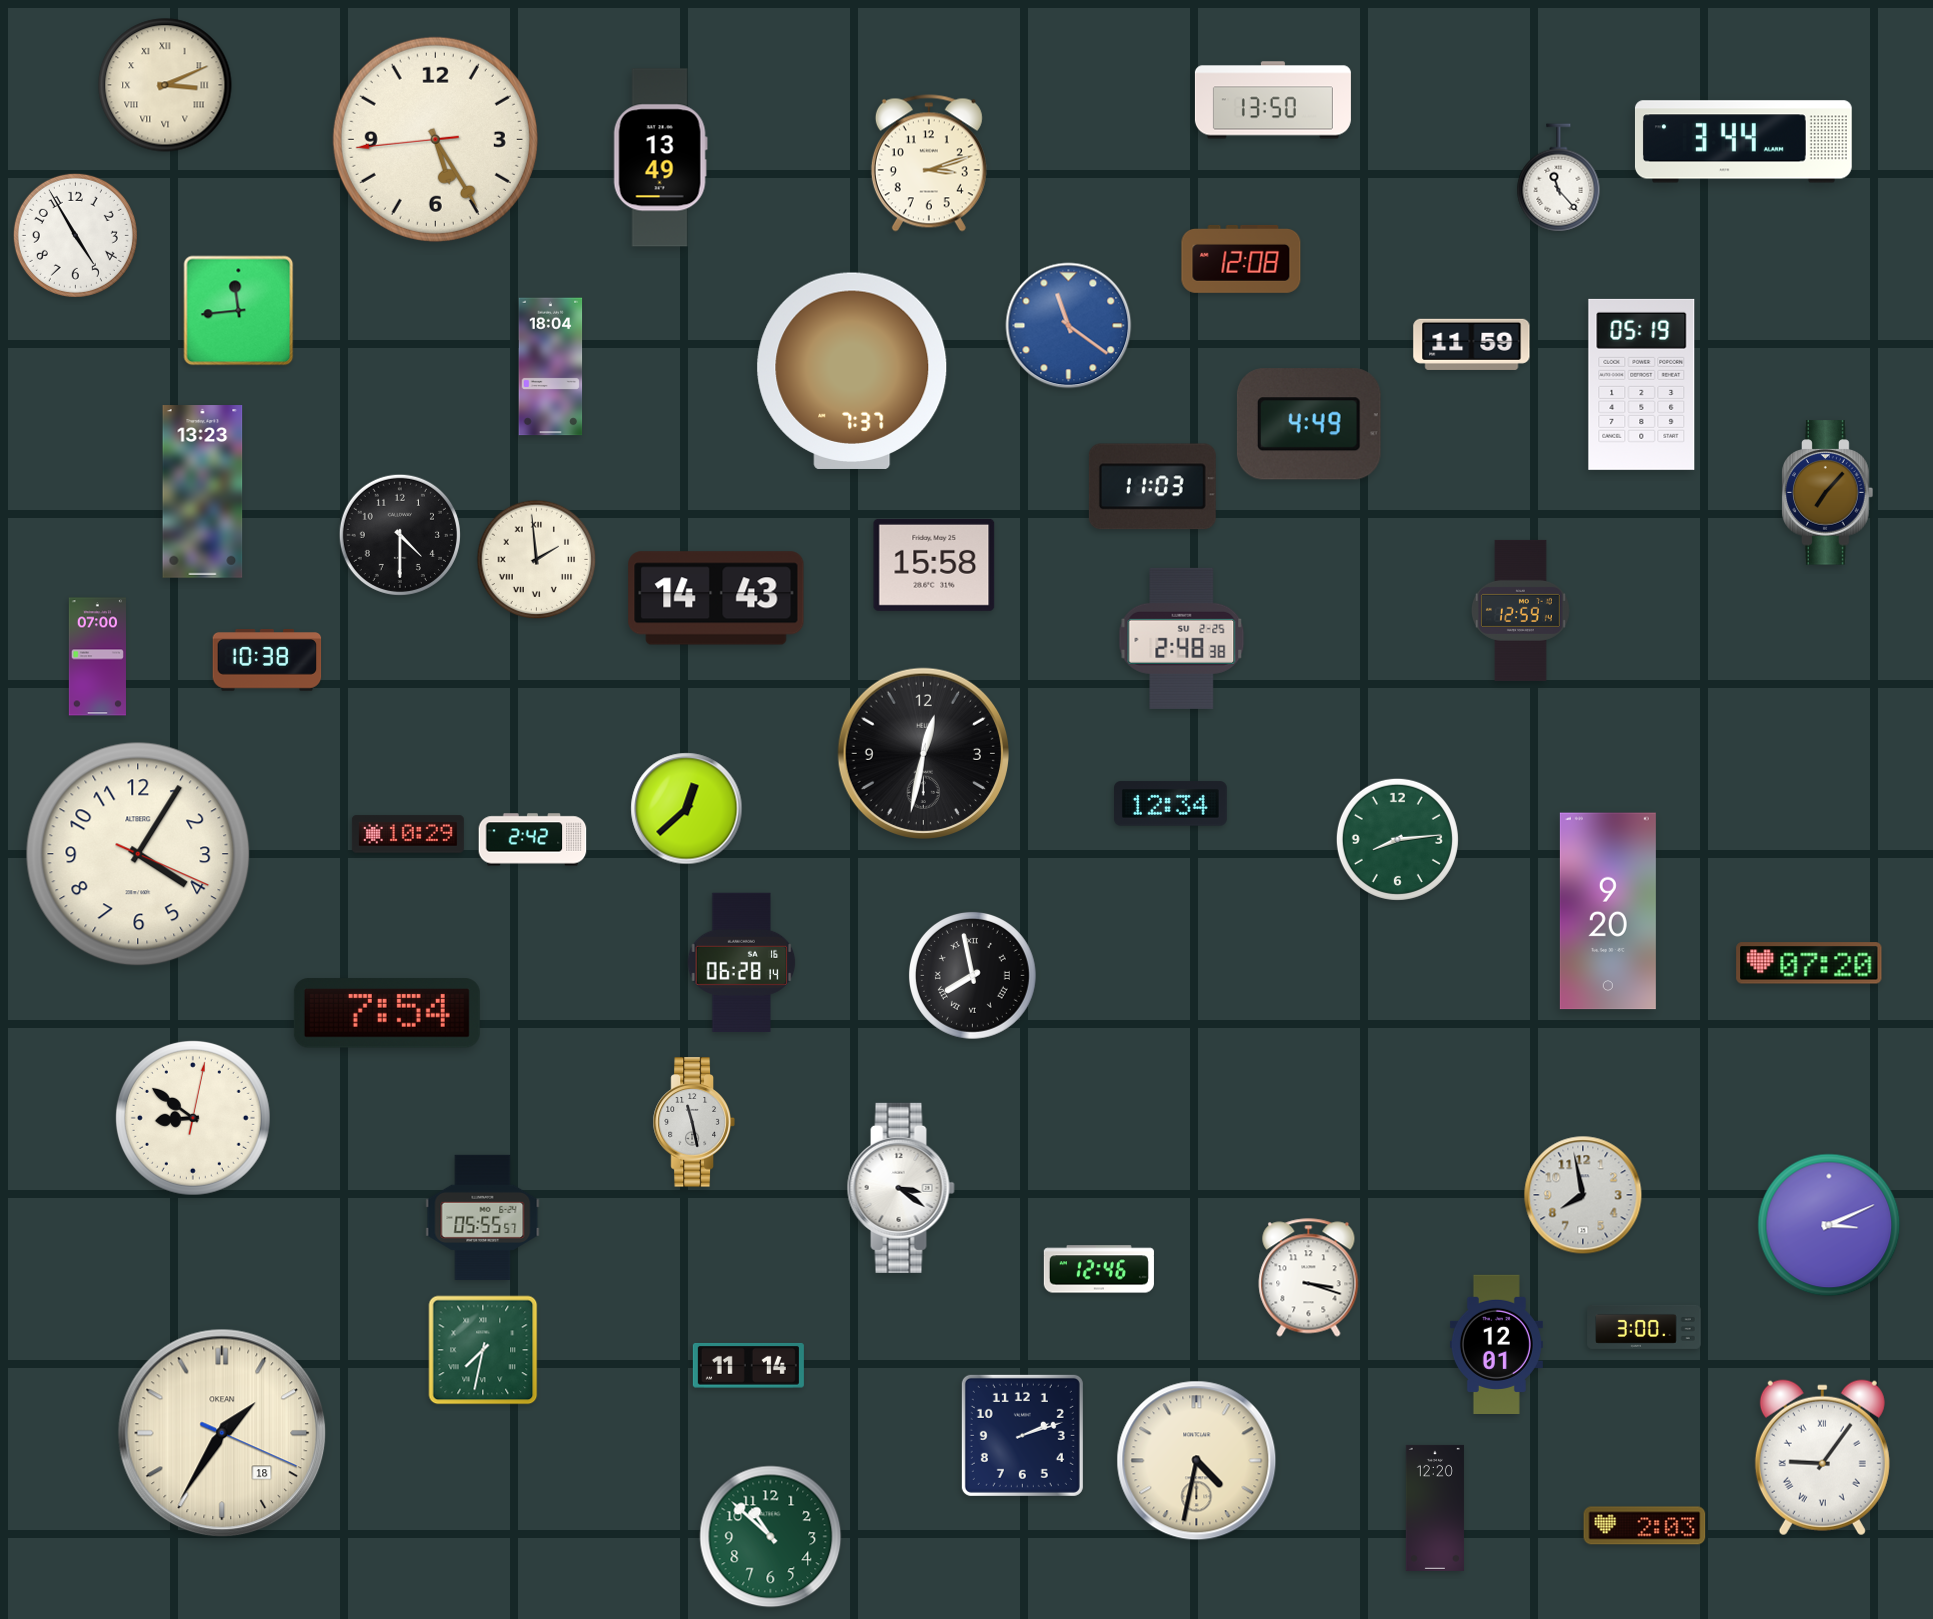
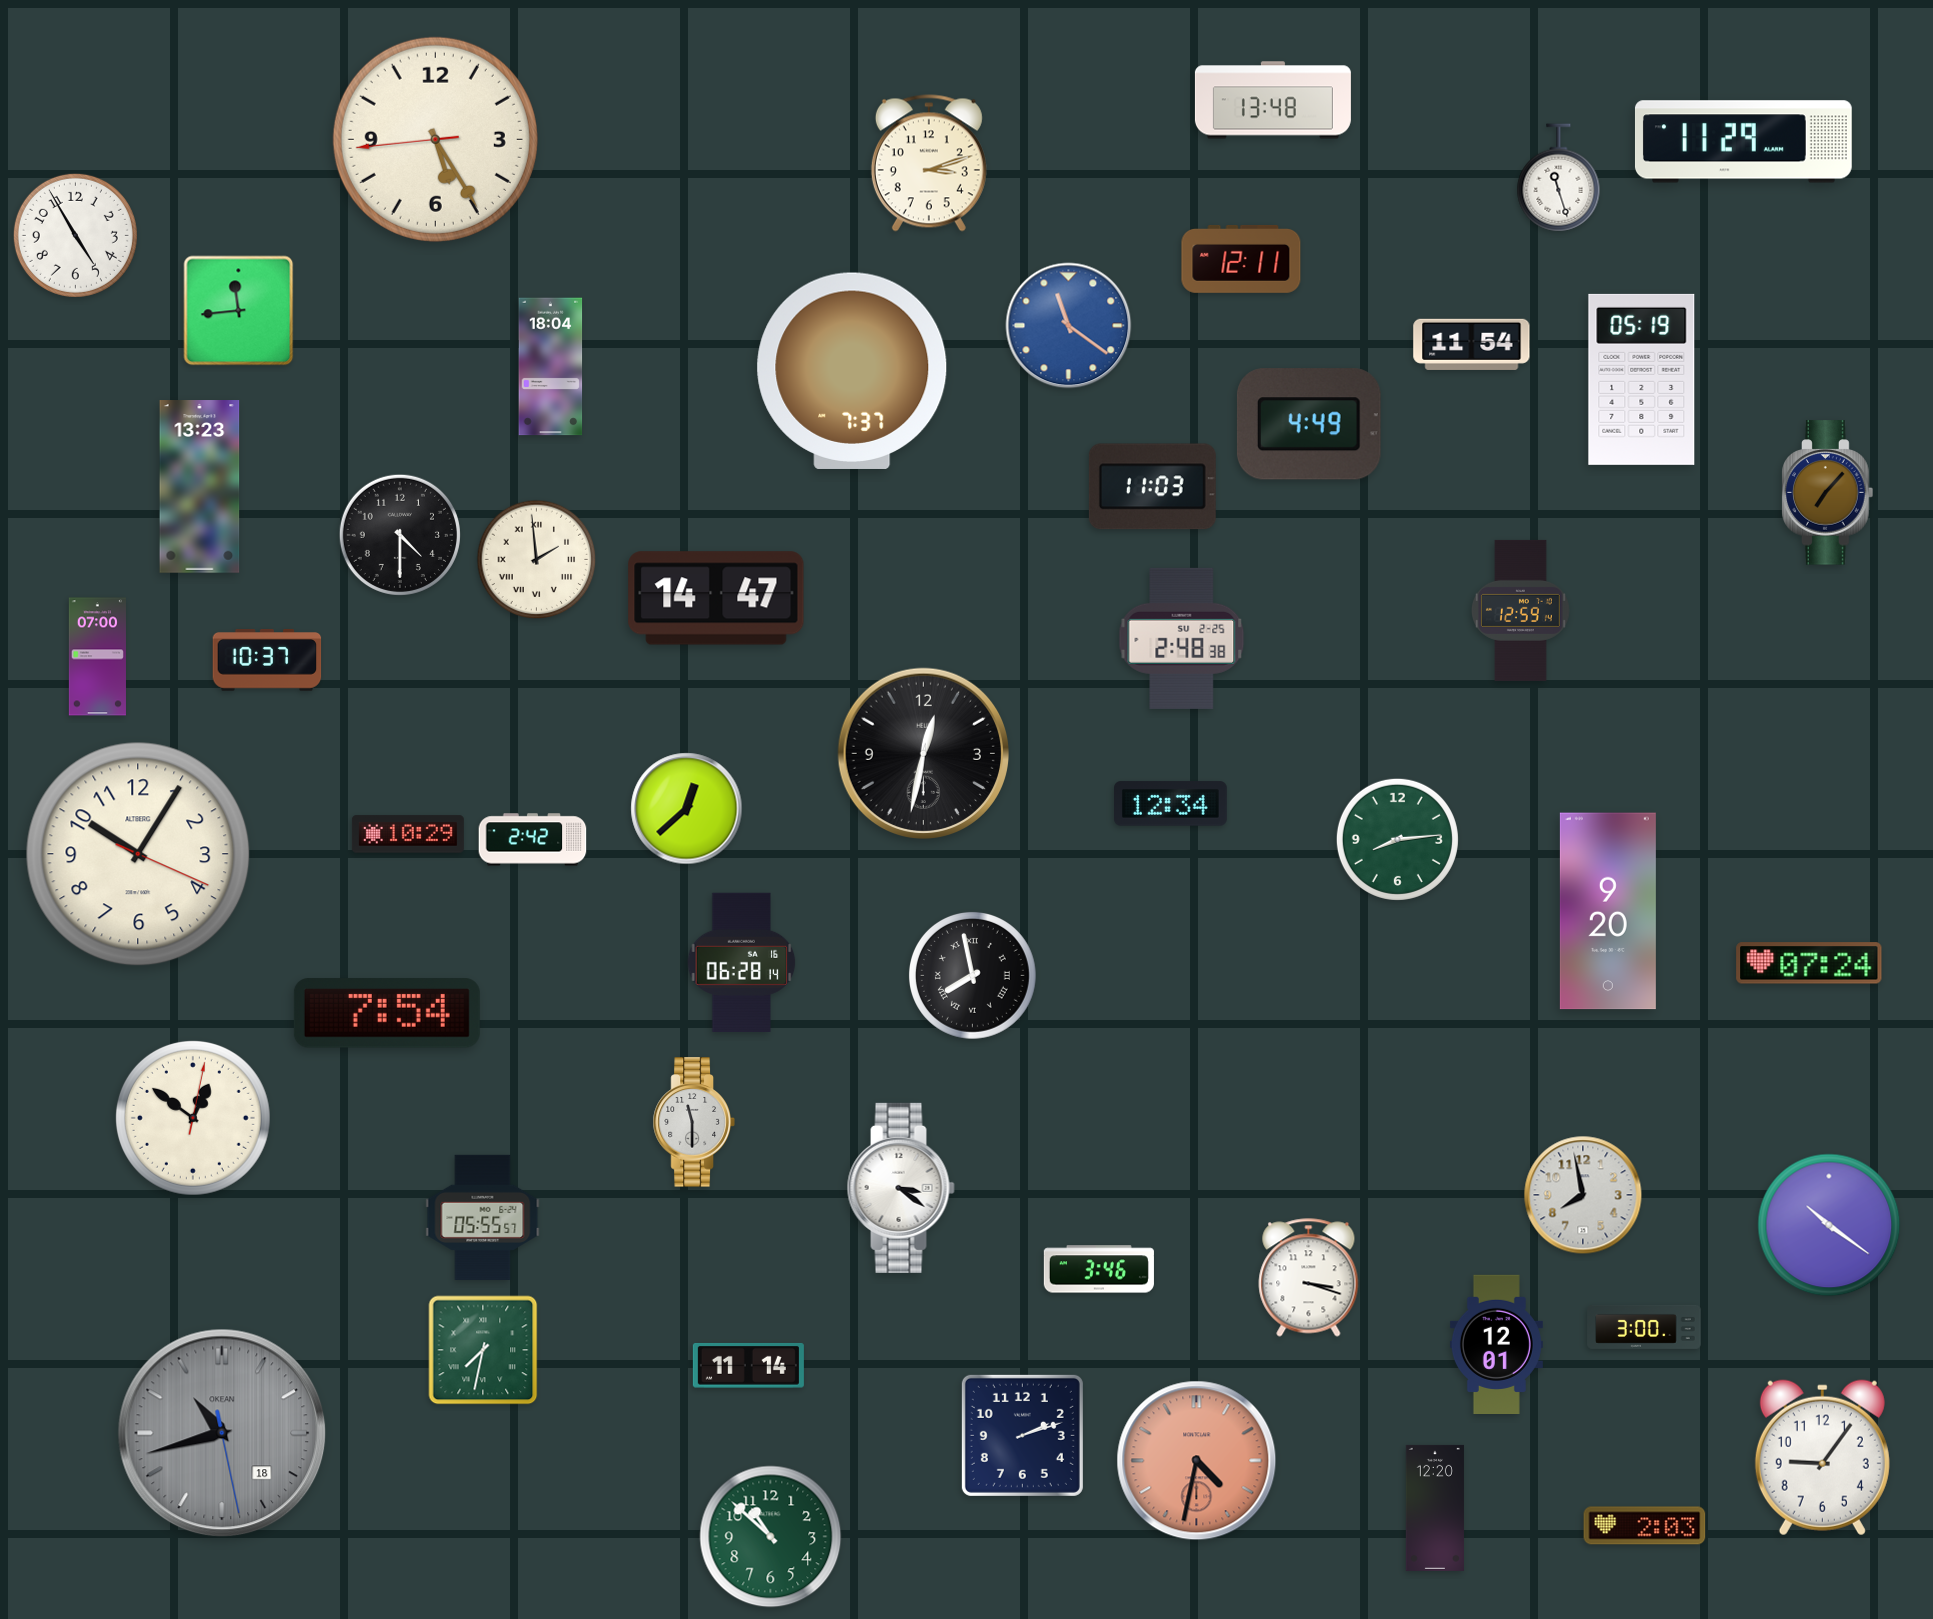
clock at (165, 85): 3:11 -> none
clock at (1273, 100): 13:50 -> 13:48
clock at (1743, 142): 3:44 -> 11:29
clock at (660, 158): 13:49 -> none
clock at (1559, 178): 11:23 -> 11:27
clock at (1241, 259): 12:08 -> 12:11
clock at (1472, 344): 11:59 -> 11:54
clock at (1642, 384) position: (1642, 384) -> (1642, 379)
clock at (203, 492) position: (203, 492) -> (200, 487)
clock at (934, 565): 15:58 -> none
clock at (716, 598): 14:43 -> 14:47
clock at (267, 661): 10:38 -> 10:37
clock at (138, 854): 4:05 -> 10:05
clock at (1809, 963): 07:20 -> 07:24
clock at (193, 1118): 8:51 -> 12:51
clock at (694, 1122): 11:28 -> 11:30
clock at (1829, 1225): 3:11 -> 10:21
clock at (1099, 1269): 12:46 -> 3:46
clock at (222, 1433): 1:35 -> 10:42
clock at (222, 1433) dial: cream -> grey
clock at (1822, 1458) numerals: Roman -> Arabic
clock at (1197, 1461) dial: cream -> salmon
